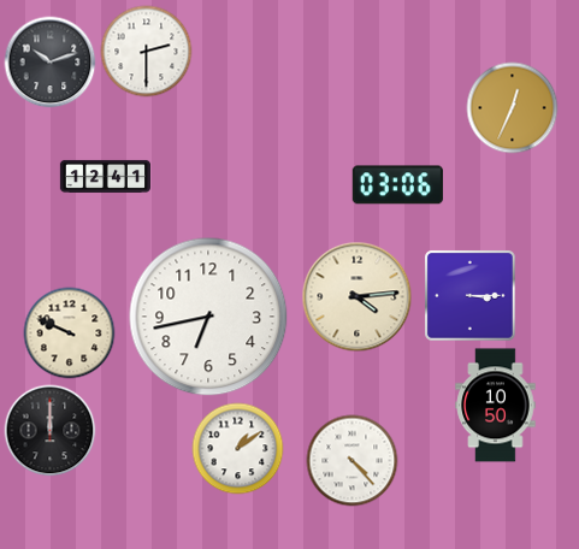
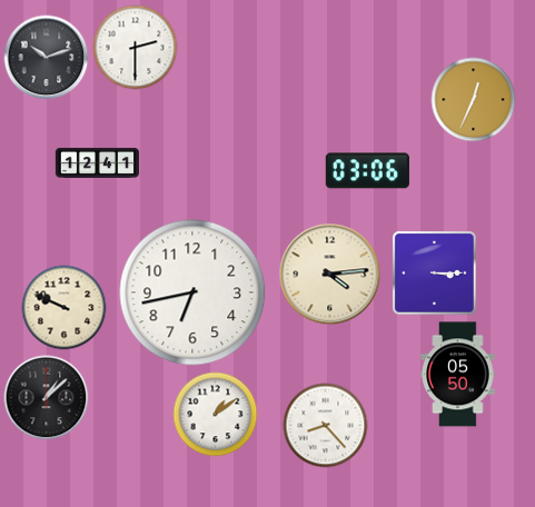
clock at (496, 406): 10:50 -> 05:50
clock at (51, 431): 12:00 -> 1:08
clock at (238, 449) position: (238, 449) -> (216, 415)
clock at (353, 461): 4:23 -> 8:23
